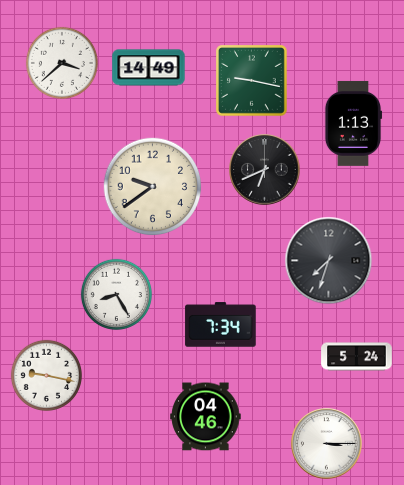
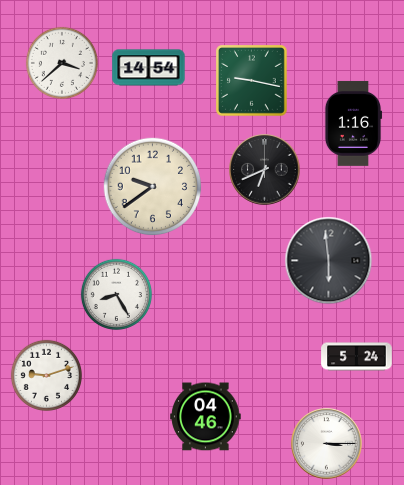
clock at (149, 68): 14:49 -> 14:54
clock at (353, 124): 1:13 -> 1:16
clock at (329, 261): 7:33 -> 5:59
clock at (221, 325): 7:34 -> none
clock at (46, 375): 9:17 -> 9:12
